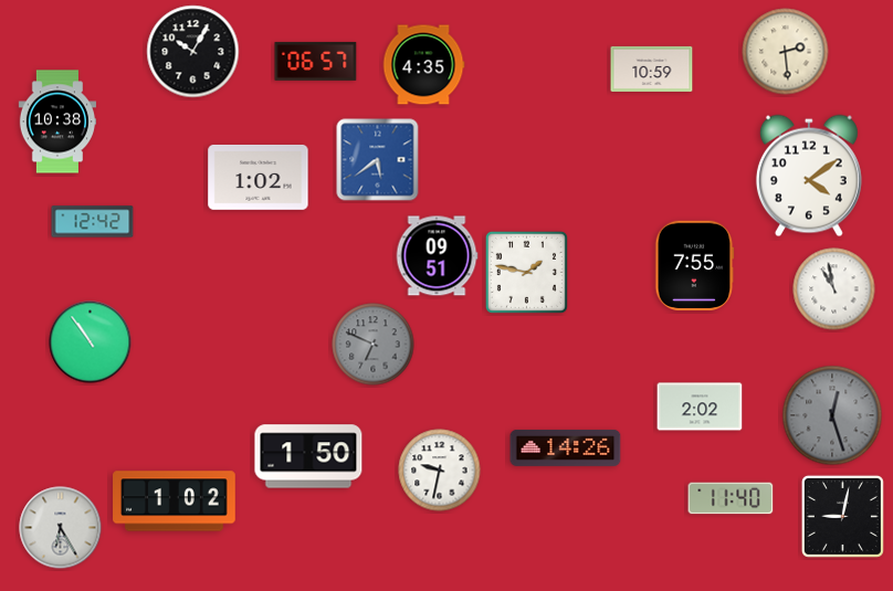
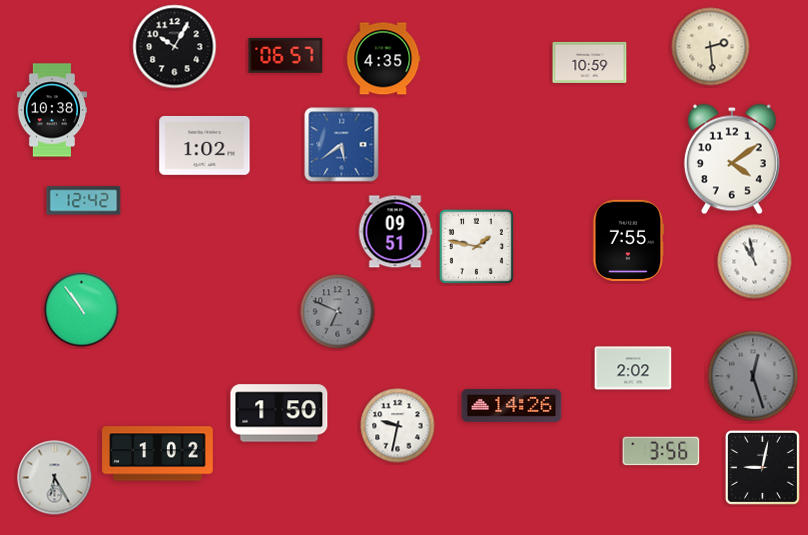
clock at (259, 177) position: (259, 177) -> (205, 145)
clock at (731, 498): 11:40 -> 3:56
